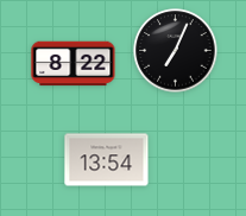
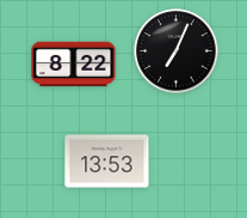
clock at (107, 160): 13:54 -> 13:53
